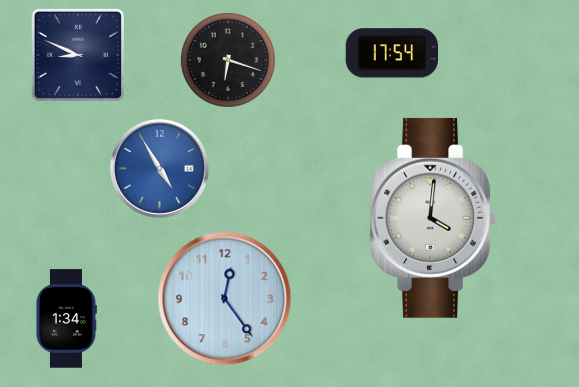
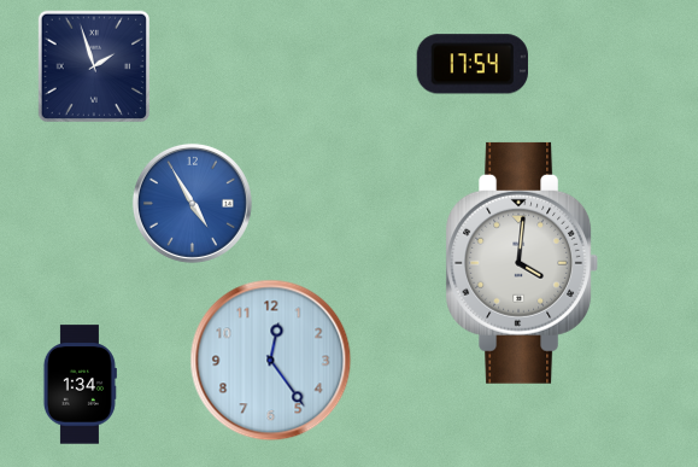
clock at (77, 54): 8:49 -> 1:57
clock at (228, 60): 6:18 -> none
